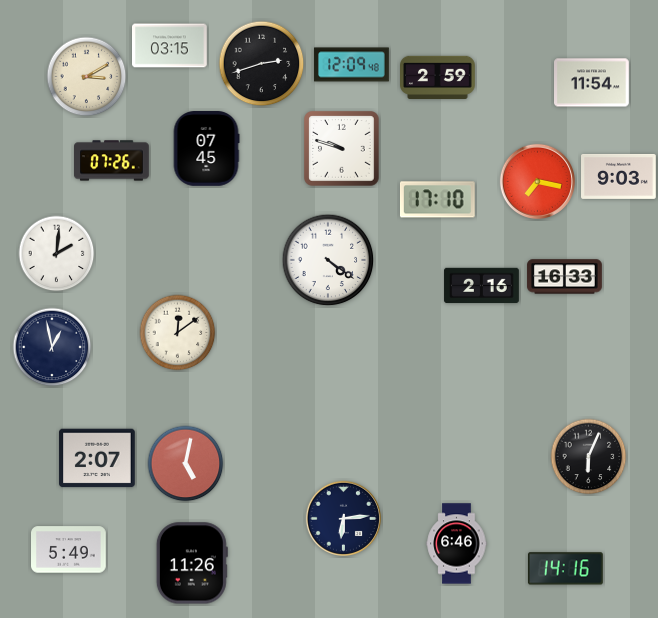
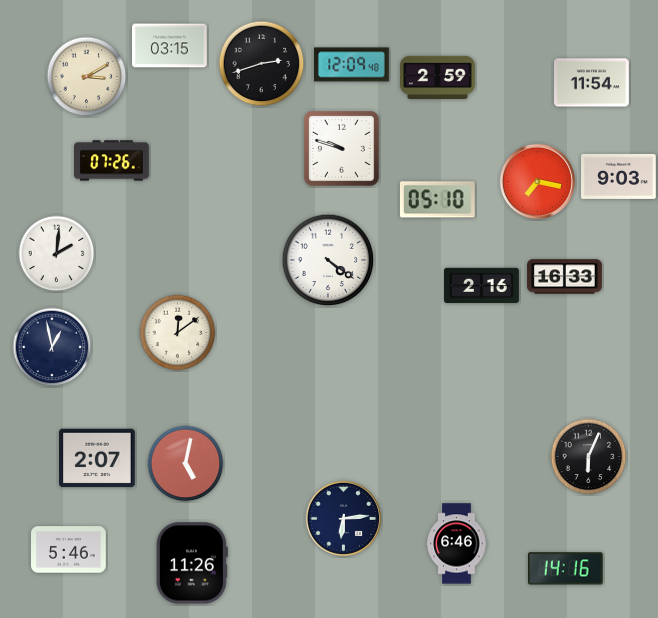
clock at (206, 149): 07:45 -> none
clock at (437, 200): 17:10 -> 05:10
clock at (69, 550): 5:49 -> 5:46
